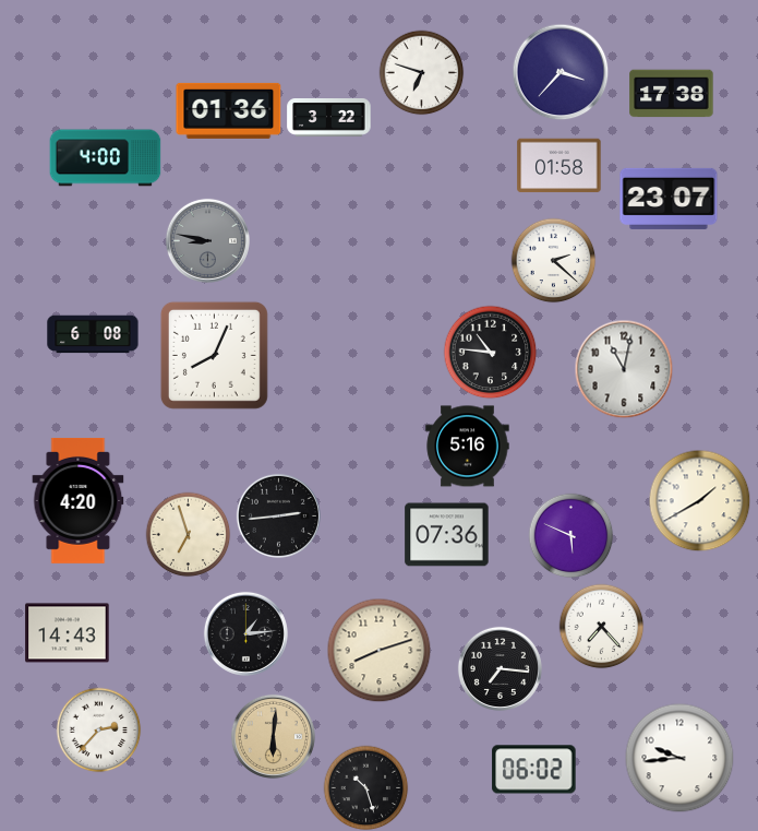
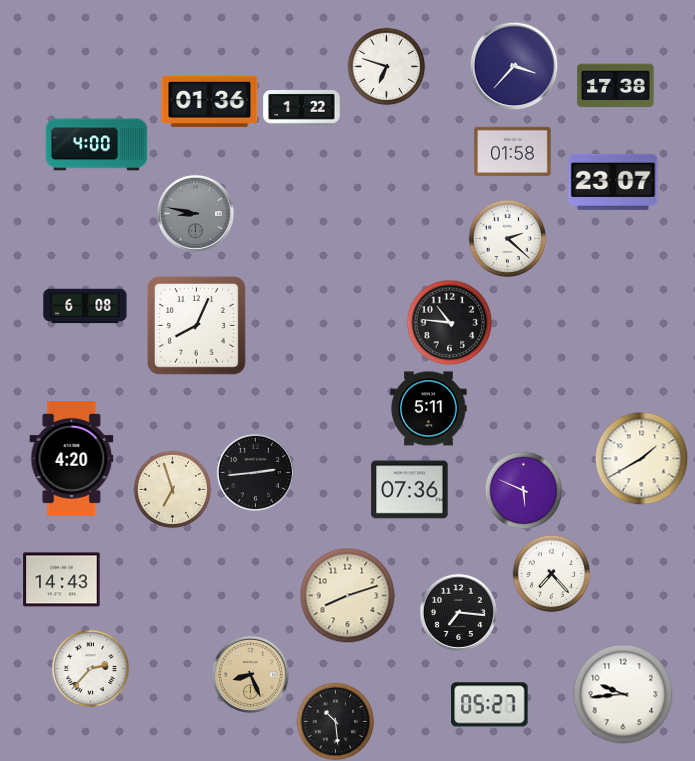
clock at (329, 118): 3:22 -> 1:22
clock at (207, 240) position: (207, 240) -> (195, 213)
clock at (624, 369): 11:02 -> none
clock at (468, 447): 5:16 -> 5:11
clock at (245, 633): 1:14 -> none
clock at (273, 736): 6:01 -> 8:26
clock at (534, 770): 06:02 -> 05:27
clock at (365, 787): 10:27 -> 10:29
